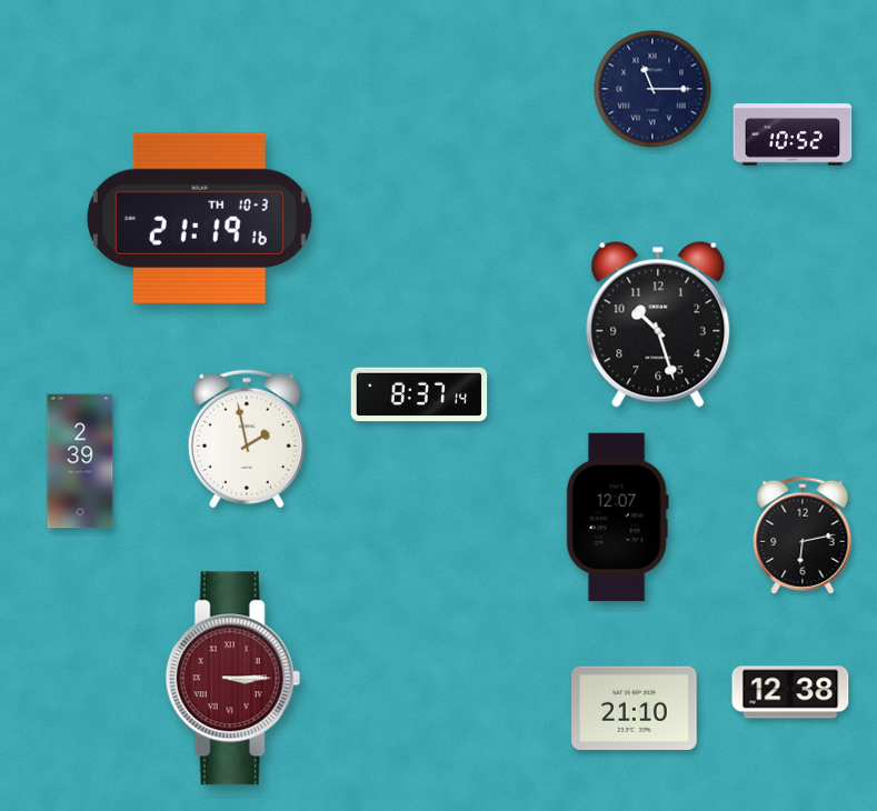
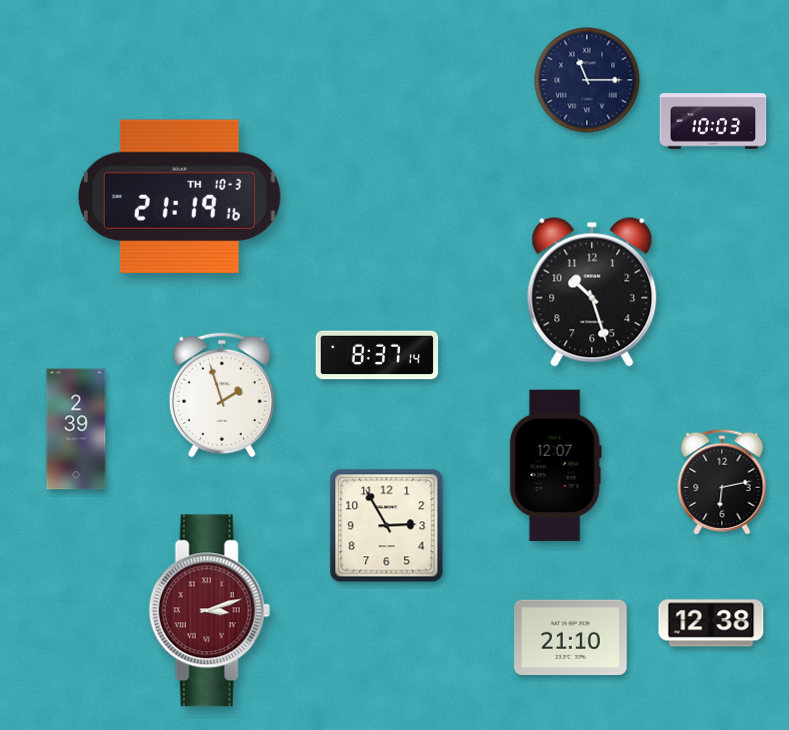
clock at (793, 134): 10:52 -> 10:03
clock at (247, 439): 1:58 -> 1:57
clock at (80, 461) position: (80, 461) -> (76, 429)
clock at (387, 526): none -> 2:55
clock at (232, 679): 3:15 -> 3:12
